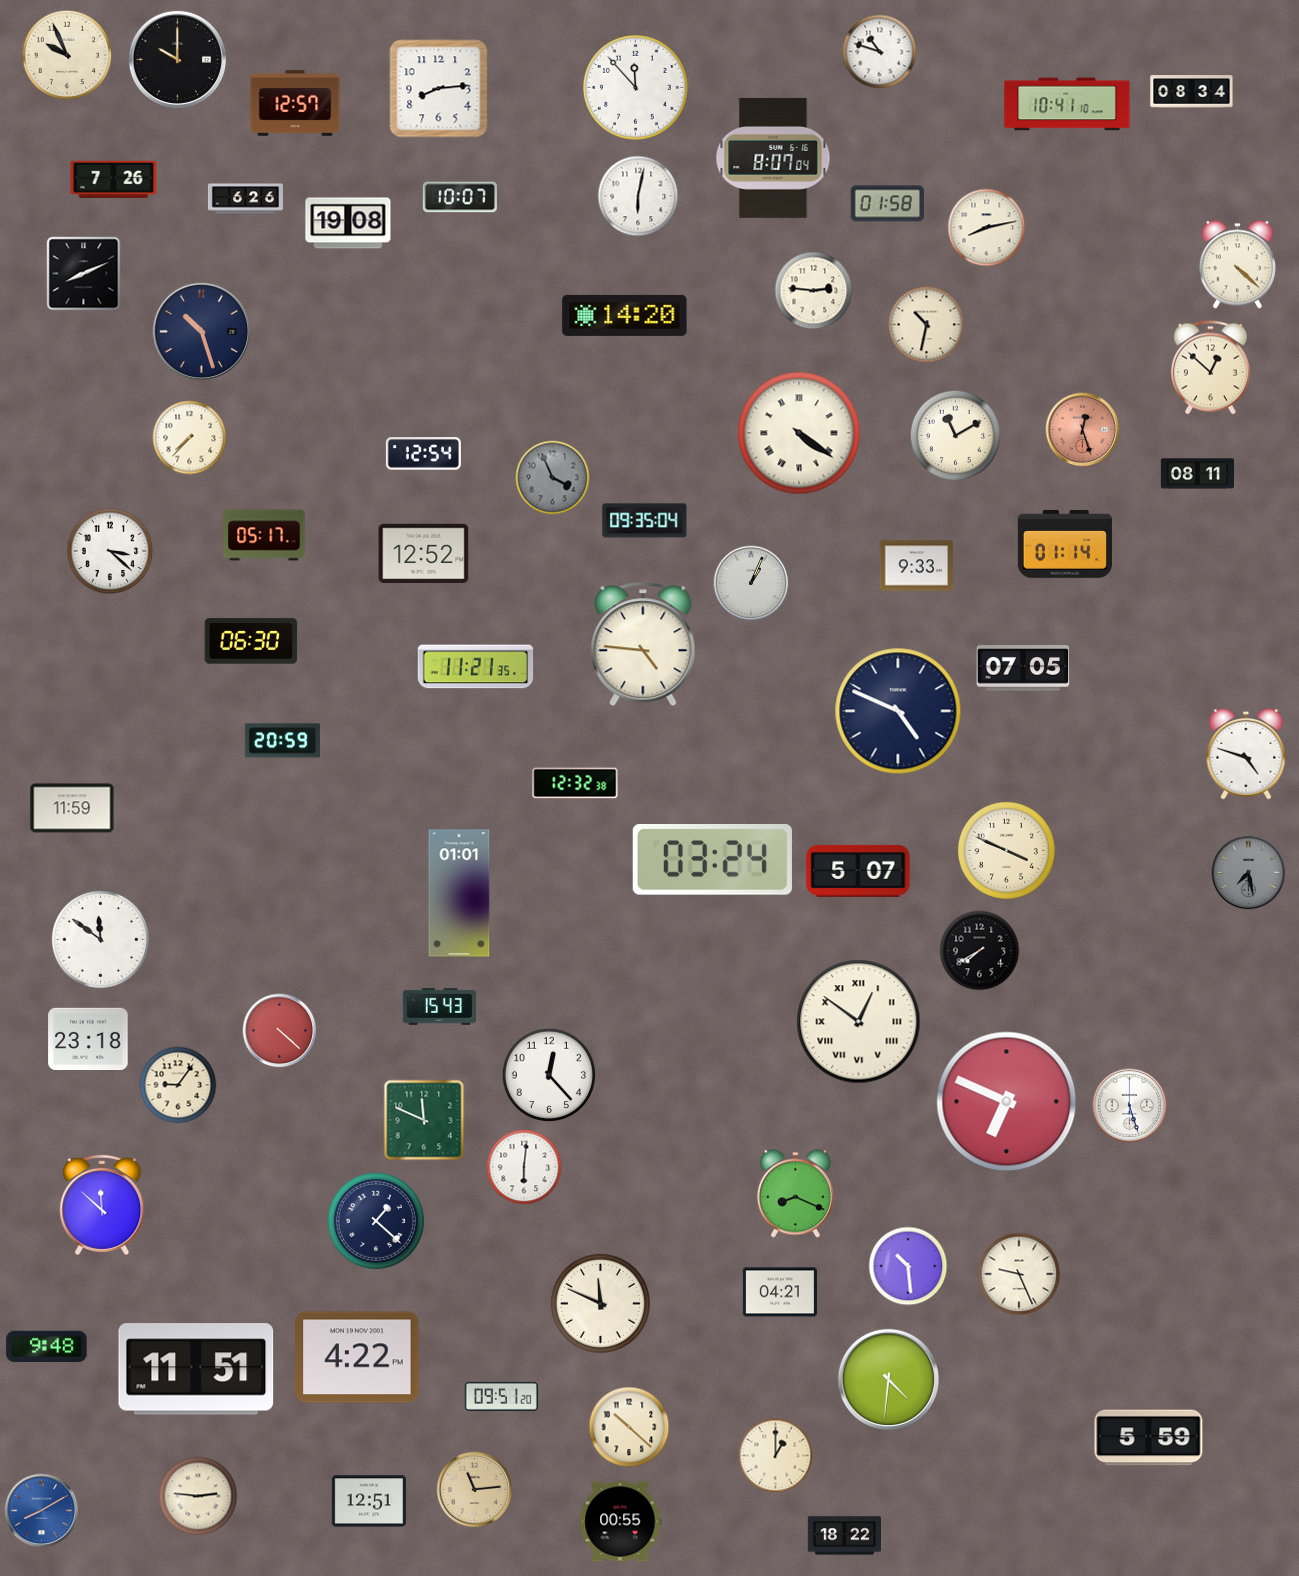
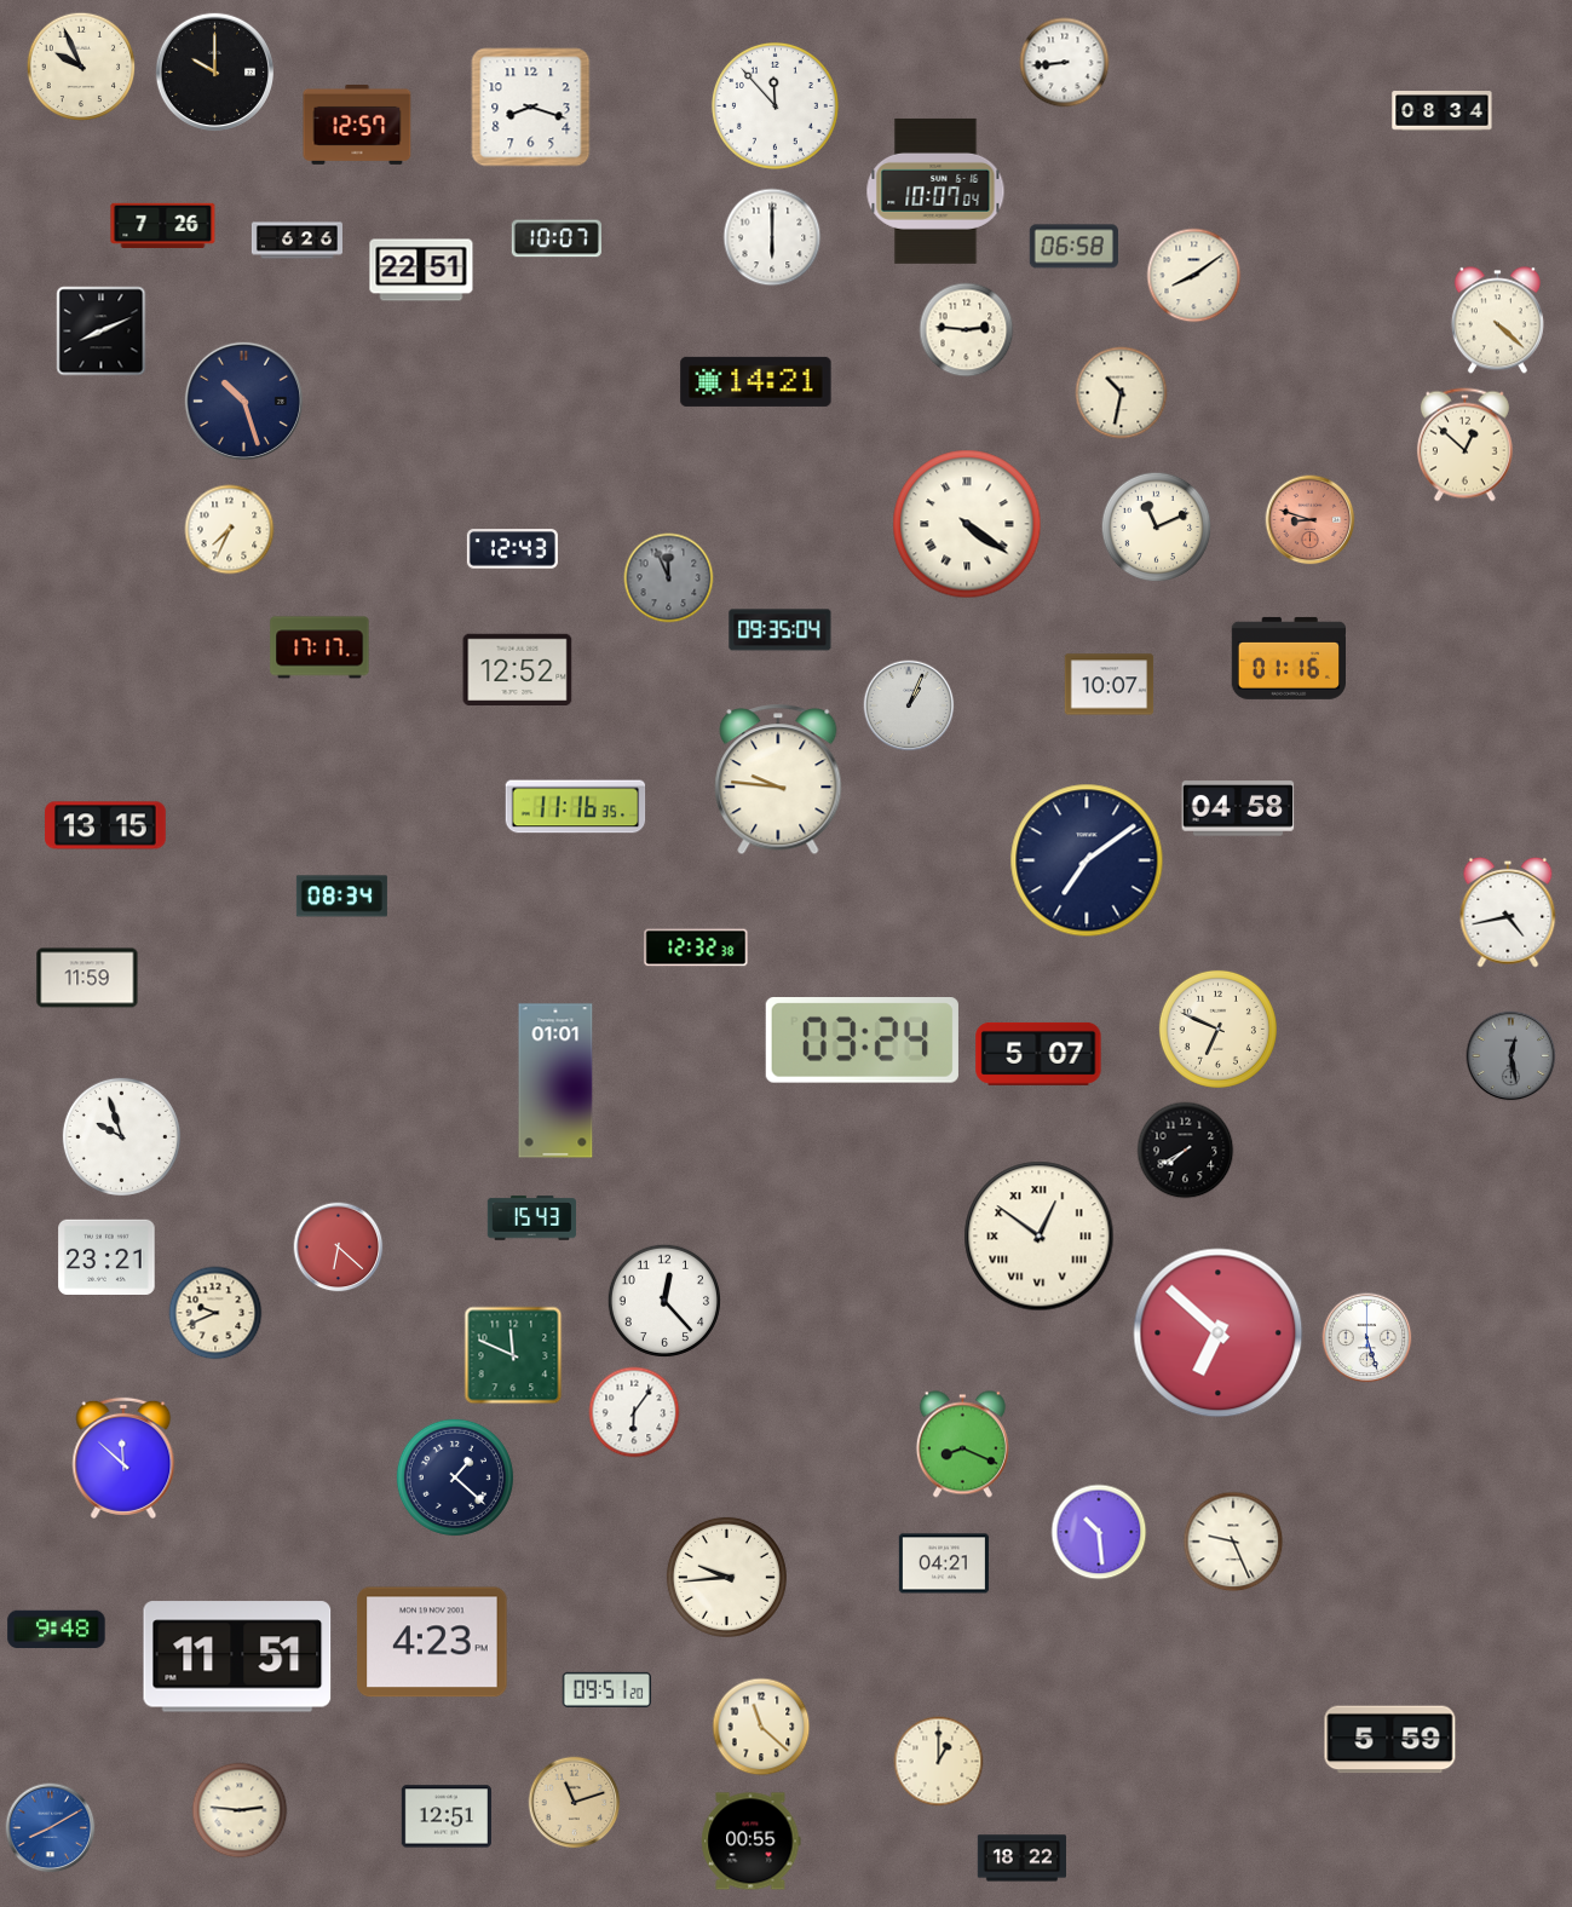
clock at (880, 52): 10:48 -> 8:44
clock at (636, 88) position: (636, 88) -> (776, 106)
clock at (439, 89): 8:14 -> 8:18
clock at (1067, 104): 10:41 -> none
clock at (773, 158): 8:07 -> 10:07
clock at (114, 179) position: (114, 179) -> (163, 225)
clock at (638, 196): 6:02 -> 6:00
clock at (887, 204): 01:58 -> 06:58
clock at (348, 223): 19:08 -> 22:51
clock at (987, 228): 8:13 -> 8:09
clock at (814, 291) position: (814, 291) -> (967, 330)
clock at (625, 315): 14:20 -> 14:21
clock at (1083, 430): 12:27 -> 8:48
clock at (956, 436): 11:10 -> 11:11
clock at (190, 438): 7:37 -> 7:34
clock at (423, 454): 12:54 -> 12:43
clock at (1198, 474): 08:11 -> none
clock at (553, 478): 3:56 -> 11:56
clock at (264, 535): 05:17 -> 17:17
clock at (1065, 544): 01:14 -> 01:16
clock at (110, 551): 3:22 -> none
clock at (424, 554) position: (424, 554) -> (518, 670)
clock at (917, 566): 9:33 -> 10:07
clock at (251, 641): 06:30 -> none
clock at (643, 644): 4:46 -> 9:46
clock at (476, 667): 11:21 -> 11:16
clock at (1023, 668): 07:05 -> 04:58
clock at (105, 825): none -> 13:15
clock at (898, 711): 4:49 -> 7:09
clock at (282, 741): 20:59 -> 08:34
clock at (1246, 754): 4:48 -> 4:43
clock at (1006, 850): 3:49 -> 6:49
clock at (1249, 873): 7:28 -> 12:28
clock at (100, 939): 11:51 -> 9:57
clock at (280, 1031): 4:22 -> 6:22
clock at (88, 1038): 23:18 -> 23:21
clock at (178, 1085): 9:06 -> 9:41
clock at (1007, 1102): 6:49 -> 6:52
clock at (524, 1167): 6:01 -> 6:06
clock at (600, 1303): 11:49 -> 9:44
clock at (357, 1357): 4:22 -> 4:23
clock at (888, 1379): 4:31 -> none
clock at (629, 1427): 10:22 -> 11:22
clock at (475, 1490): 11:14 -> 11:12
